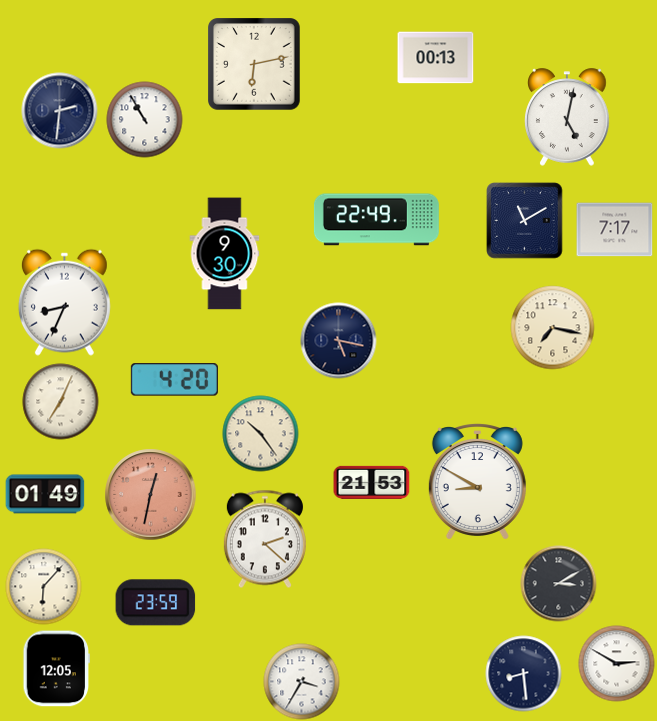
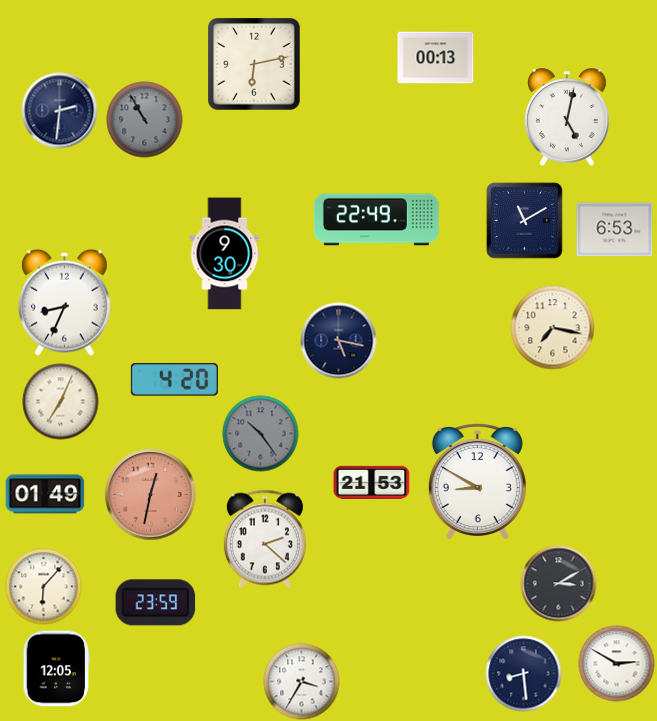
clock at (145, 120) dial: white -> grey
clock at (615, 230): 7:17 -> 6:53
clock at (261, 434) dial: cream -> grey
